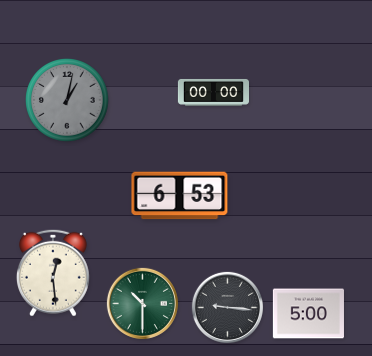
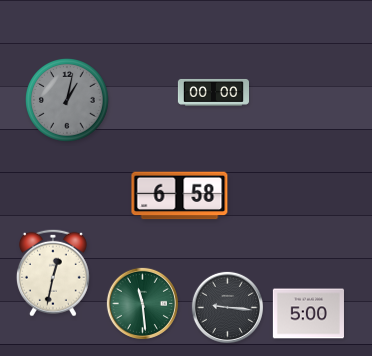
clock at (180, 196): 6:53 -> 6:58
clock at (53, 273): 12:29 -> 12:32
clock at (142, 303): 10:30 -> 11:29
